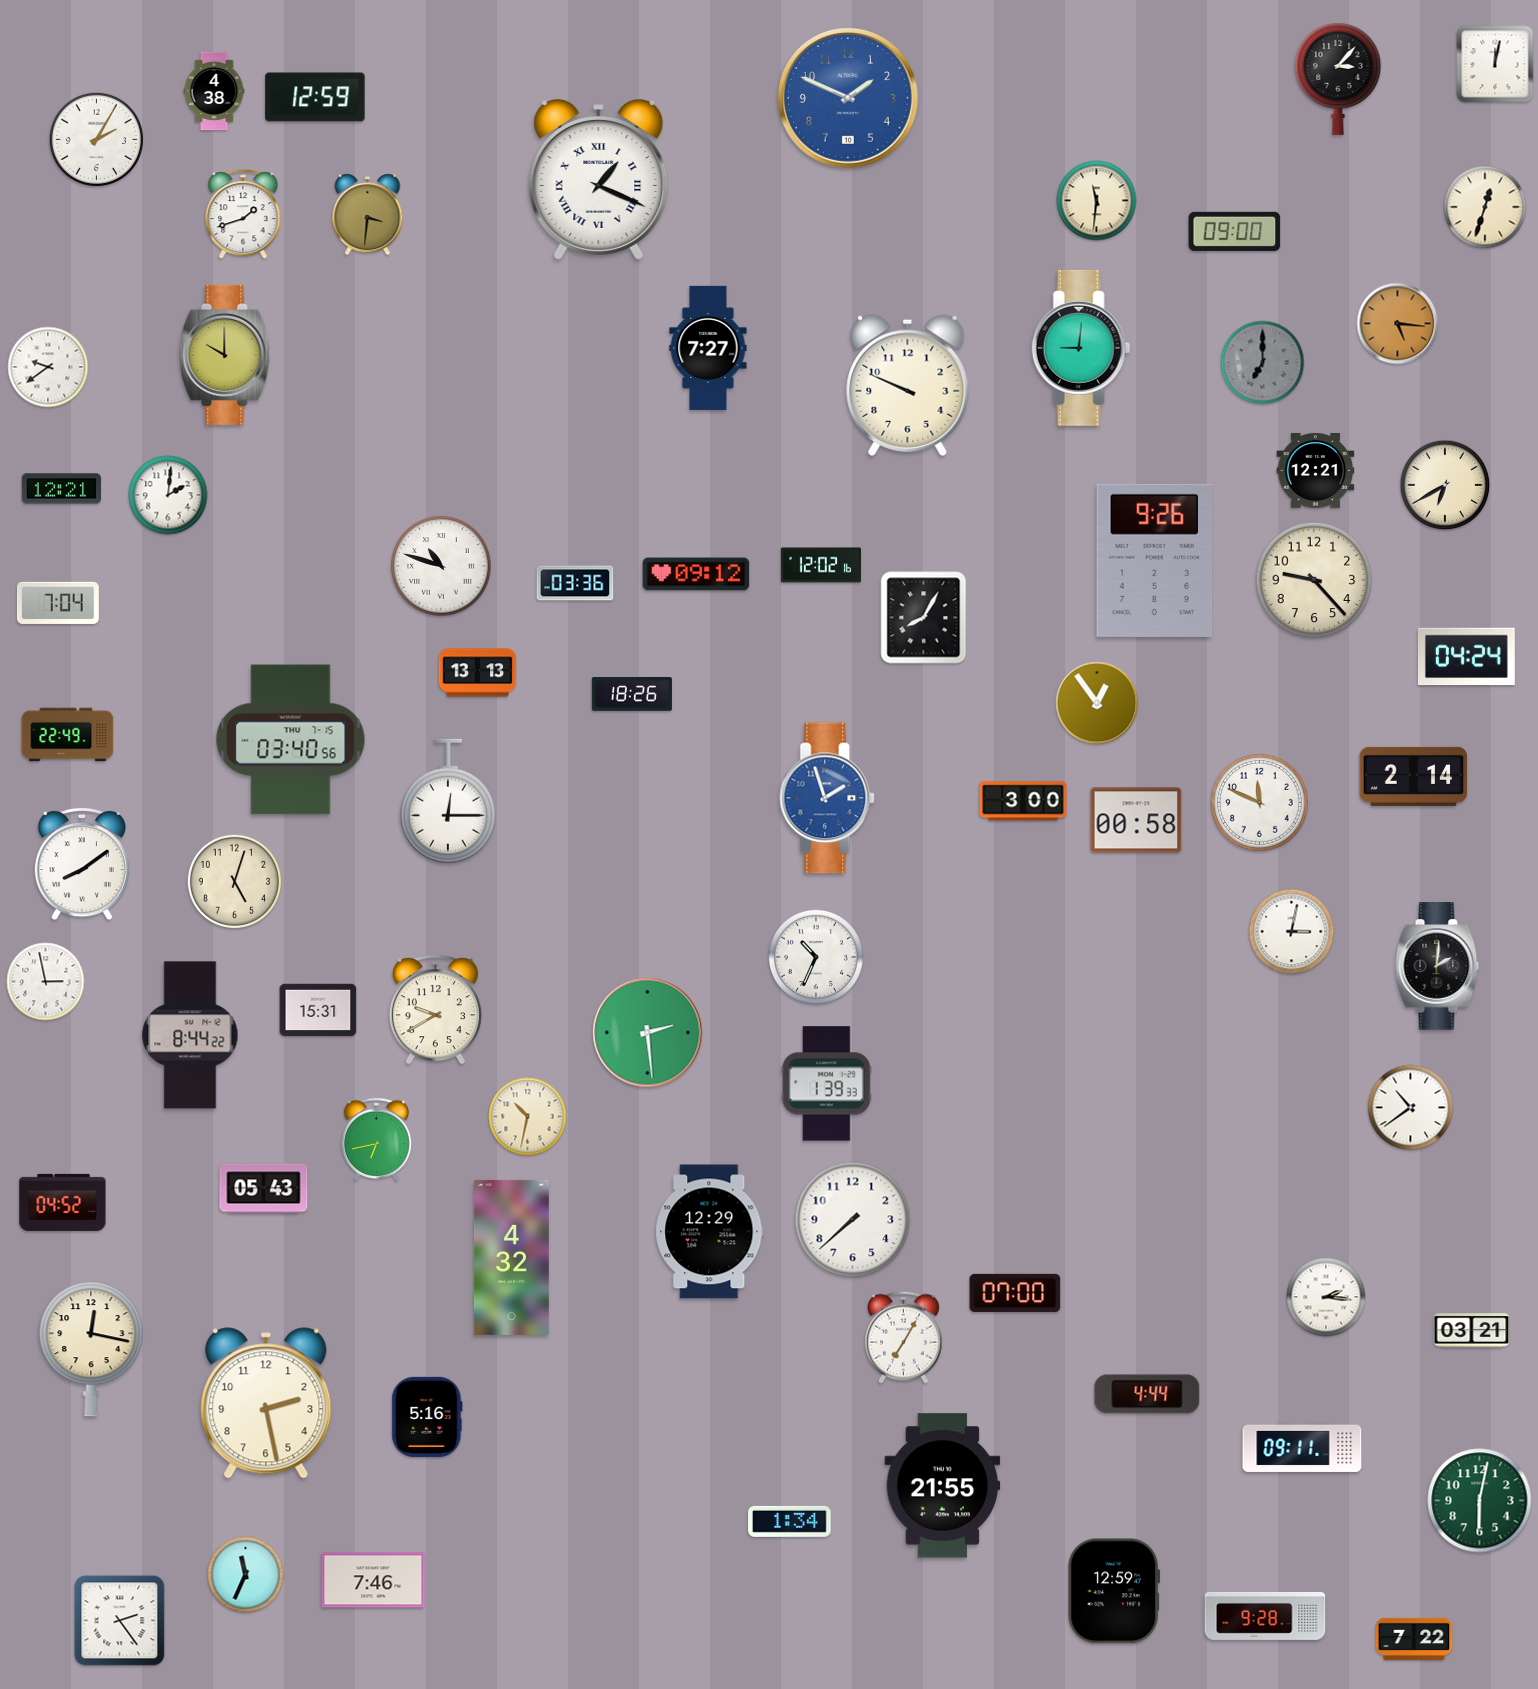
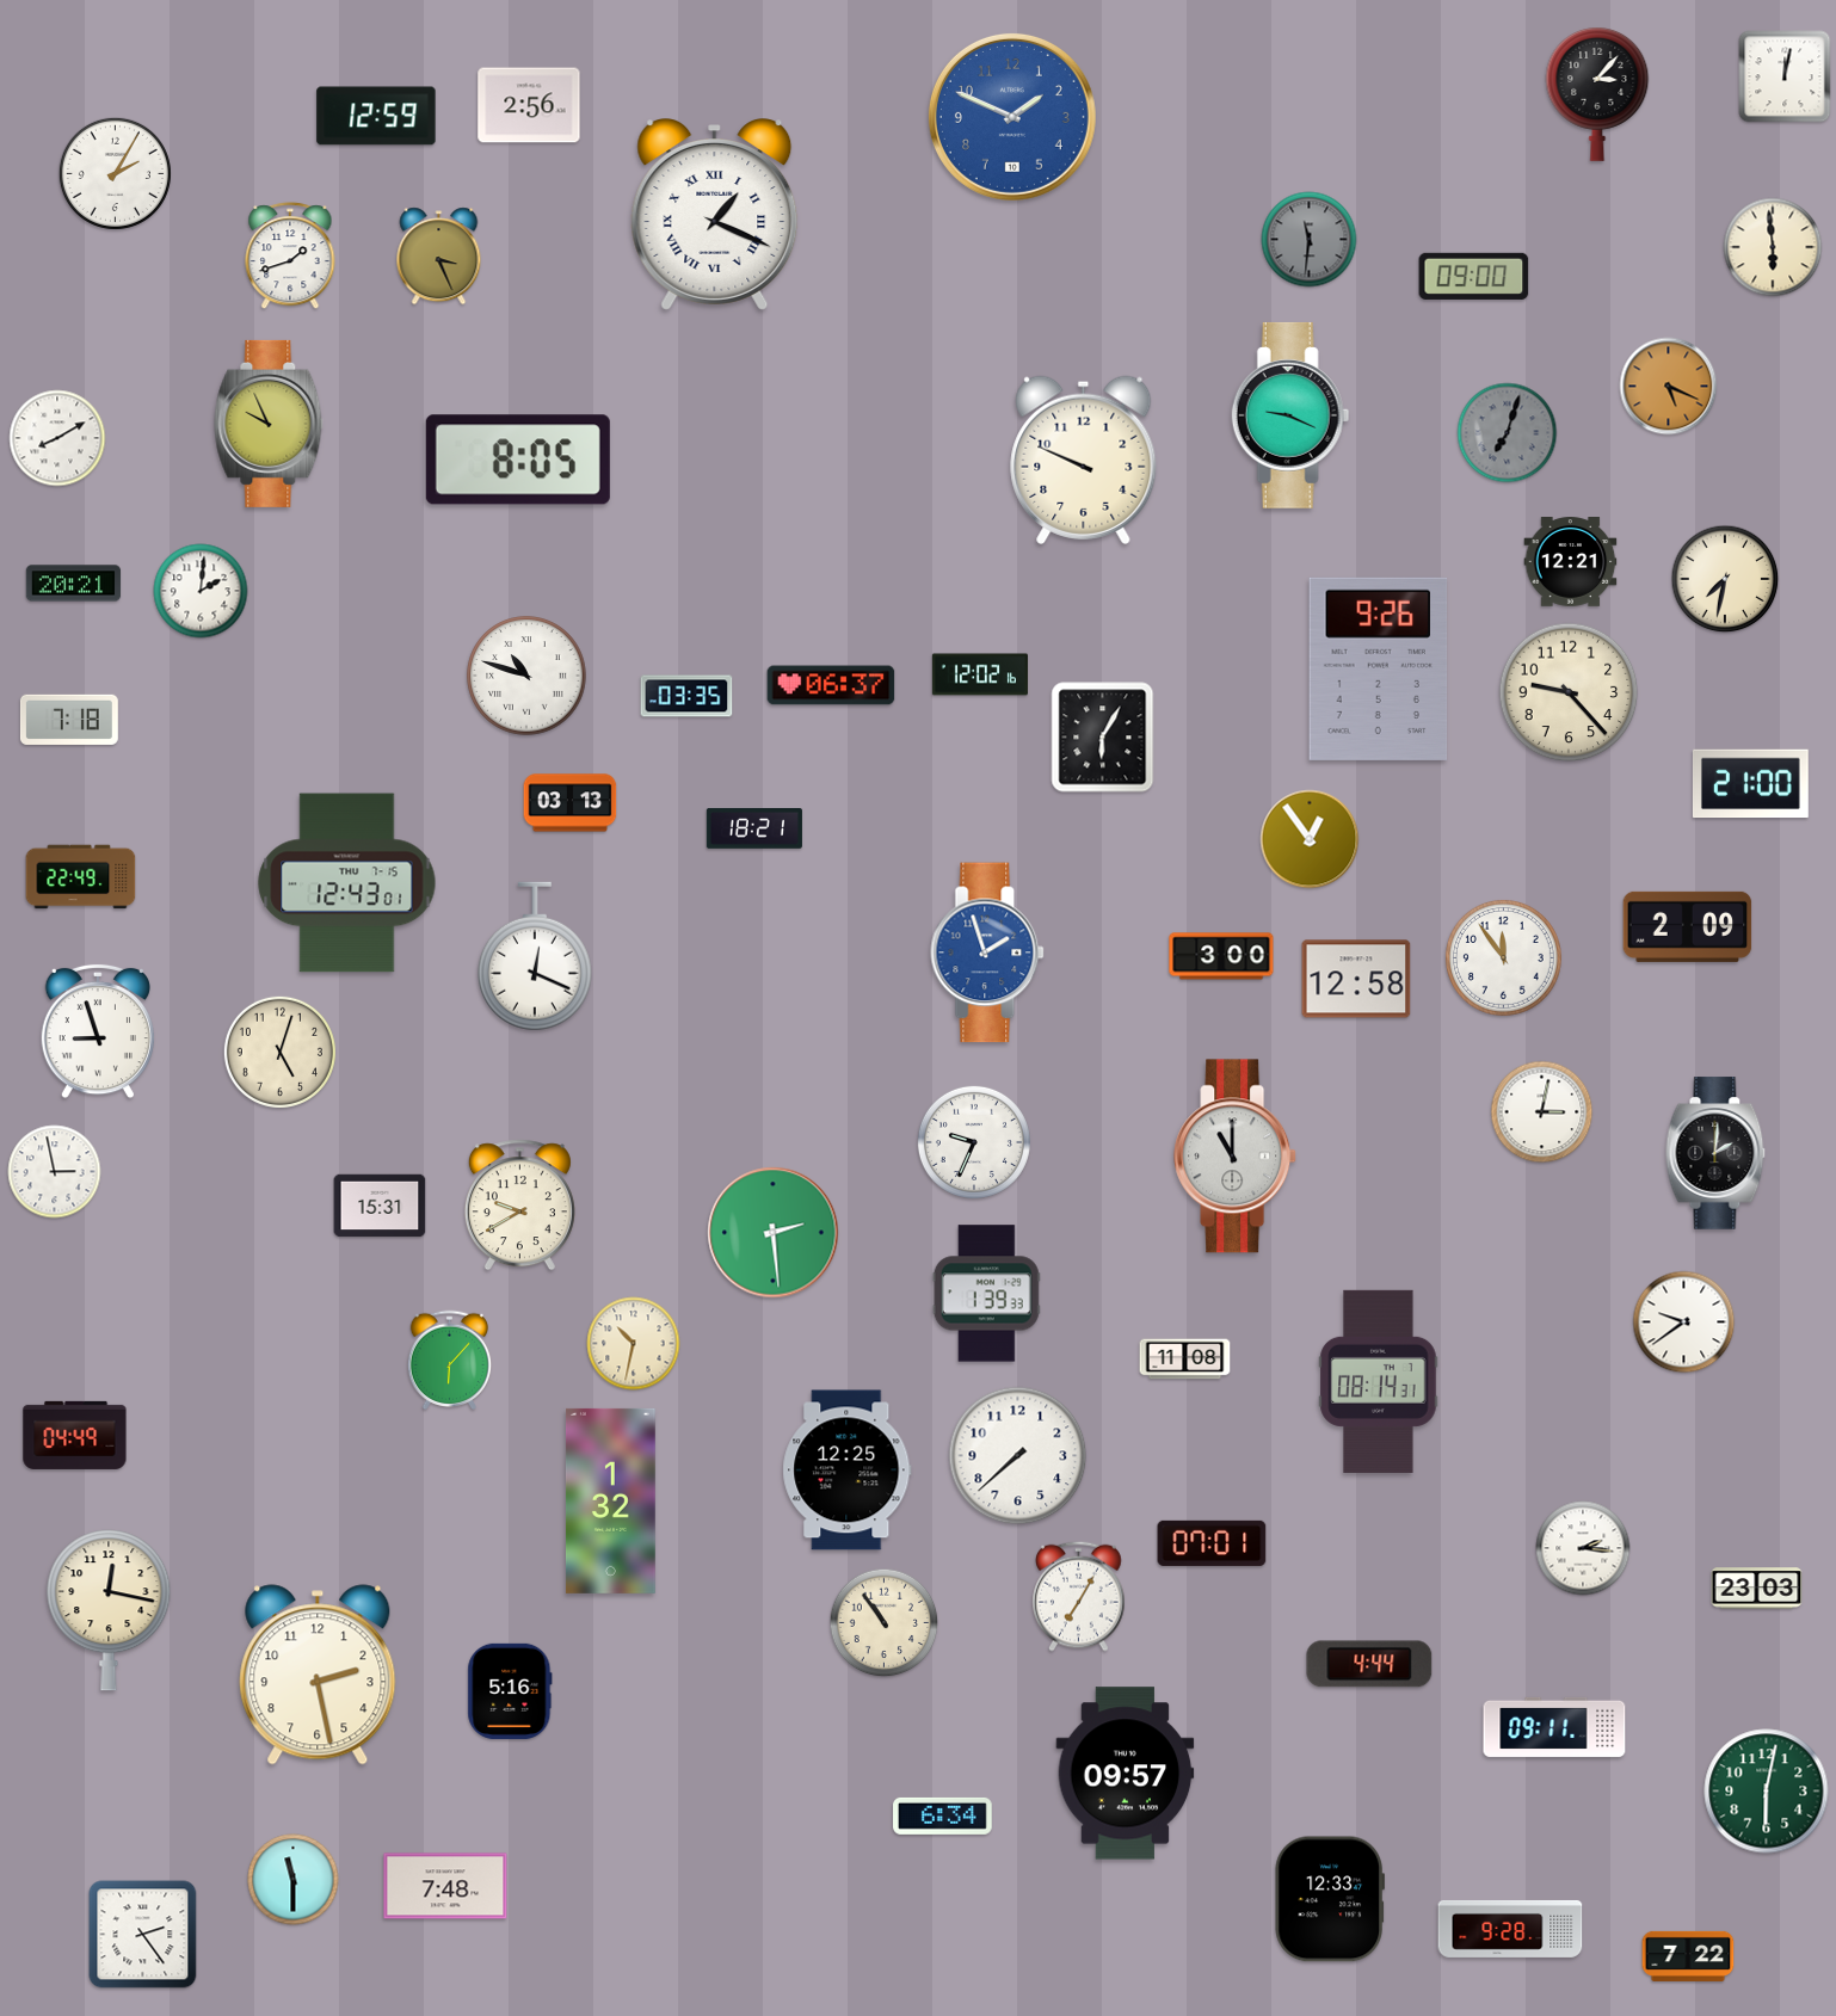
clock at (529, 105): none -> 2:56
clock at (214, 91): 4:38 -> none
clock at (96, 139) position: (96, 139) -> (115, 173)
clock at (1097, 201) dial: cream -> grey
clock at (1485, 207): 12:33 -> 5:59
clock at (368, 215): 3:31 -> 3:26
clock at (1398, 324): 5:16 -> 5:19
clock at (708, 348): 7:27 -> none
clock at (1081, 348): 9:01 -> 9:19
clock at (225, 355): 10:00 -> 9:56
clock at (1263, 363): 7:00 -> 7:03
clock at (48, 367): 9:39 -> 8:10
clock at (518, 460): none -> 8:05
clock at (1445, 485): 6:40 -> 7:32
clock at (62, 489): 12:21 -> 20:21
clock at (696, 574): 09:12 -> 06:37
clock at (575, 583): 03:36 -> 03:35
clock at (58, 603): 7:04 -> 7:18
clock at (924, 618): 8:05 -> 6:05
clock at (1466, 657): 04:24 -> 21:00
clock at (478, 673): 13:13 -> 03:13
clock at (632, 695): 18:26 -> 18:21
clock at (291, 740): 03:40 -> 12:43
clock at (1414, 776): 2:14 -> 2:09
clock at (448, 801): 12:15 -> 12:19
clock at (1259, 802): 11:49 -> 11:54
clock at (1136, 820): 00:58 -> 12:58
clock at (82, 864): 8:09 -> 8:57
clock at (816, 957): 10:34 -> 9:34
clock at (1236, 1157): none -> 11:00
clock at (190, 1035): 8:44 -> none
clock at (1411, 1108): 10:39 -> 9:39
clock at (528, 1117) position: (528, 1117) -> (634, 1344)
clock at (377, 1139): 6:43 -> 6:07
clock at (1185, 1360): none -> 11:08
clock at (1379, 1381): none -> 08:14
clock at (264, 1189): 05:43 -> none
clock at (63, 1202): 04:52 -> 04:49
clock at (710, 1232): 12:29 -> 12:25
clock at (511, 1257): 4:32 -> 1:32
clock at (1015, 1293): 07:00 -> 07:01
clock at (1472, 1331): 03:21 -> 23:03
clock at (885, 1623): none -> 10:54
clock at (943, 1486): 21:55 -> 09:57
clock at (790, 1521): 1:34 -> 6:34
clock at (246, 1575): 11:34 -> 11:30
clock at (373, 1580): 7:46 -> 7:48
clock at (1113, 1591): 12:59 -> 12:33
